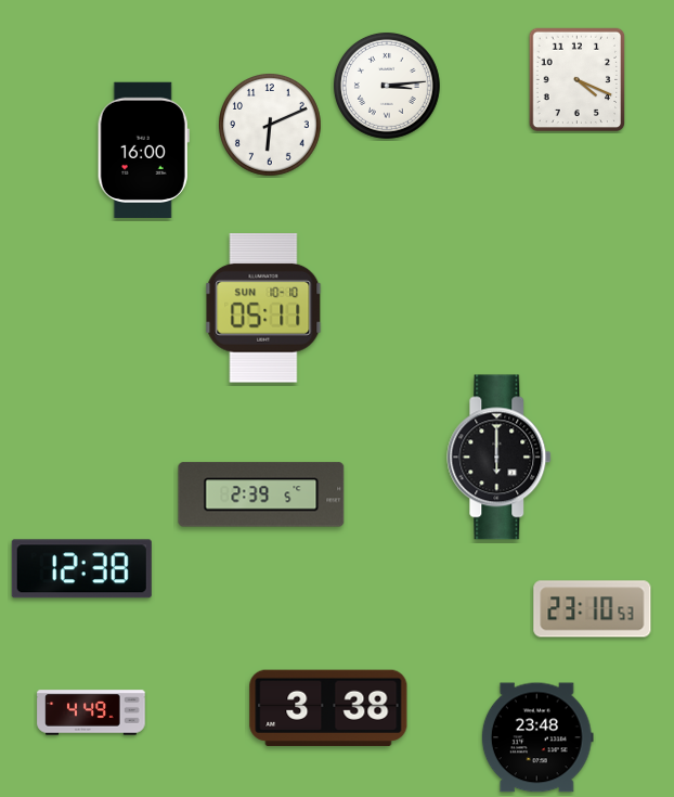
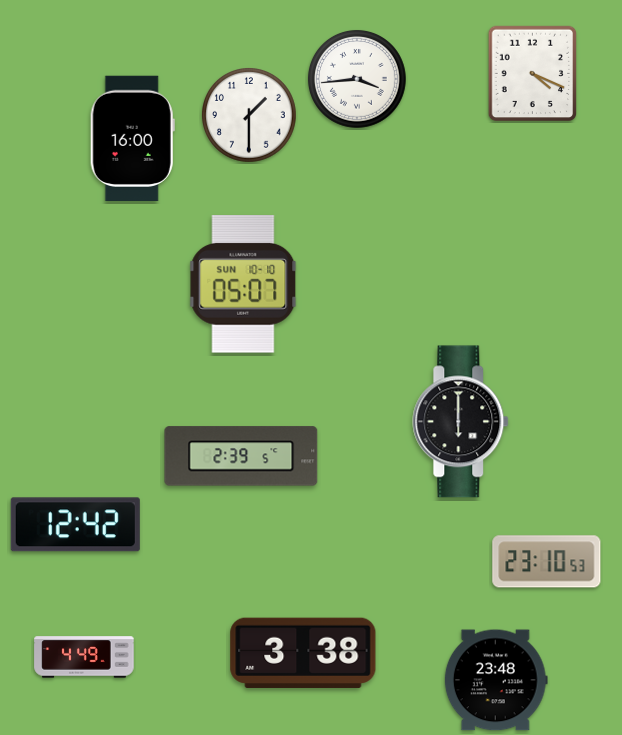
clock at (387, 86): 3:14 -> 3:44
clock at (271, 126): 6:11 -> 1:30
clock at (263, 309): 05:11 -> 05:07
clock at (81, 569): 12:38 -> 12:42
